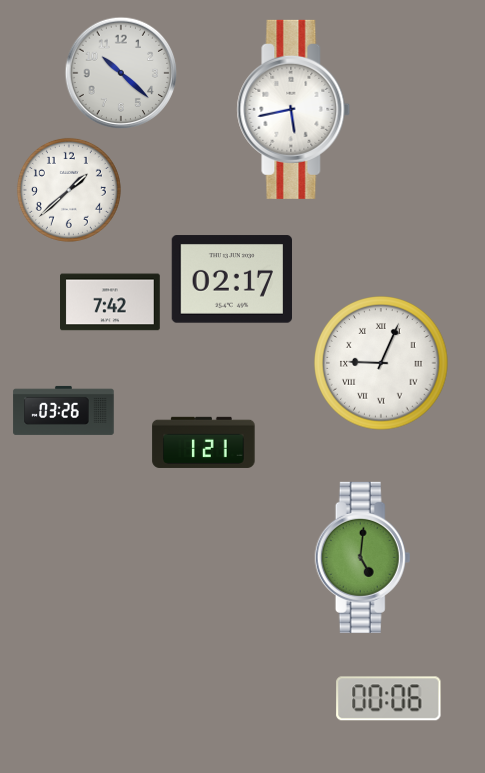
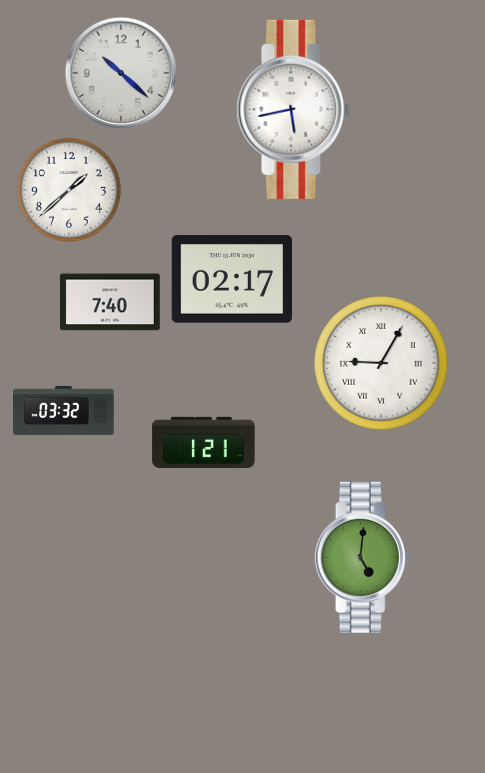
clock at (111, 302): 7:42 -> 7:40
clock at (381, 363): 9:04 -> 9:05
clock at (64, 410): 03:26 -> 03:32
clock at (389, 699): 00:06 -> none
